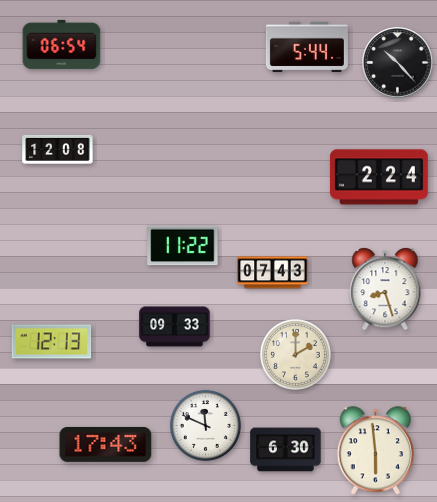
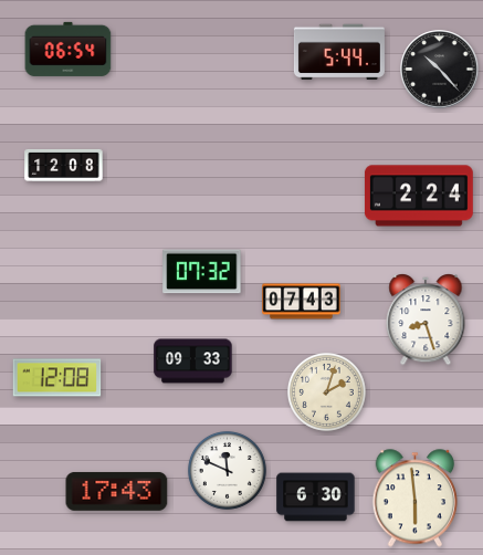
clock at (183, 246): 11:22 -> 07:32
clock at (52, 342): 12:13 -> 12:08
clock at (295, 354): 2:00 -> 2:03
